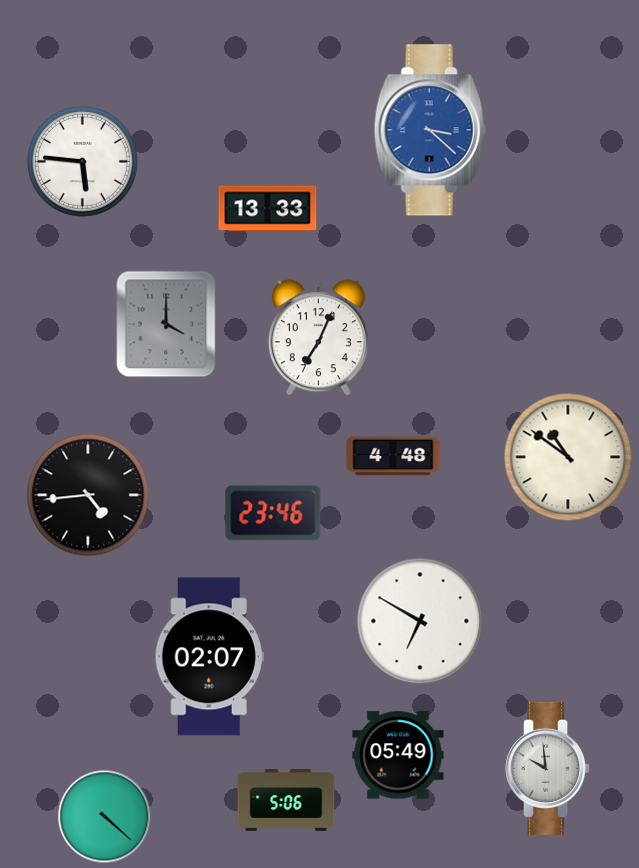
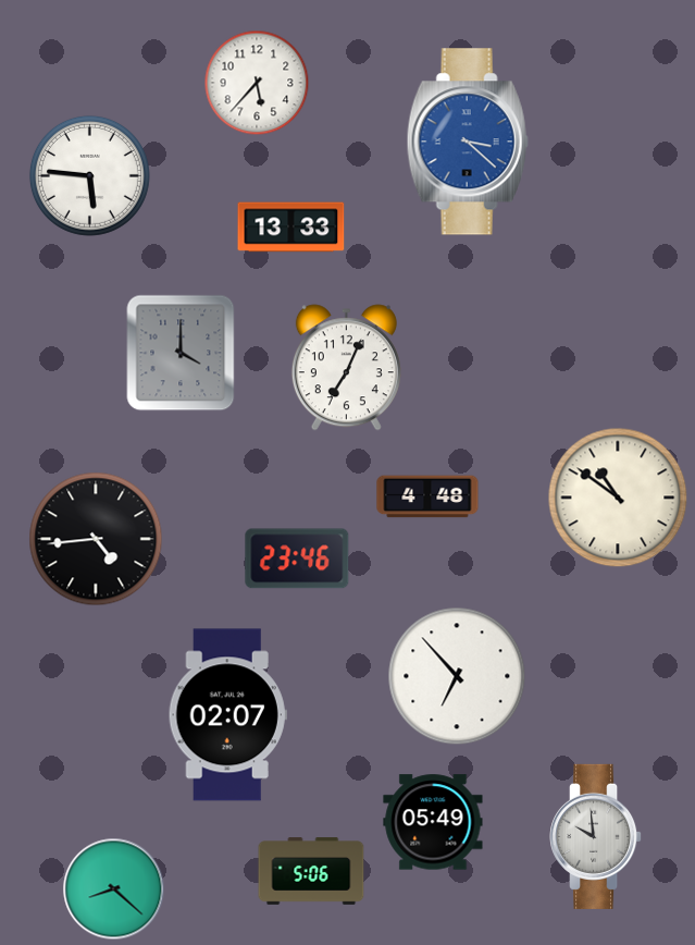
clock at (257, 83): none -> 5:37
clock at (420, 621): 6:50 -> 6:53
clock at (105, 817): 4:22 -> 8:22
